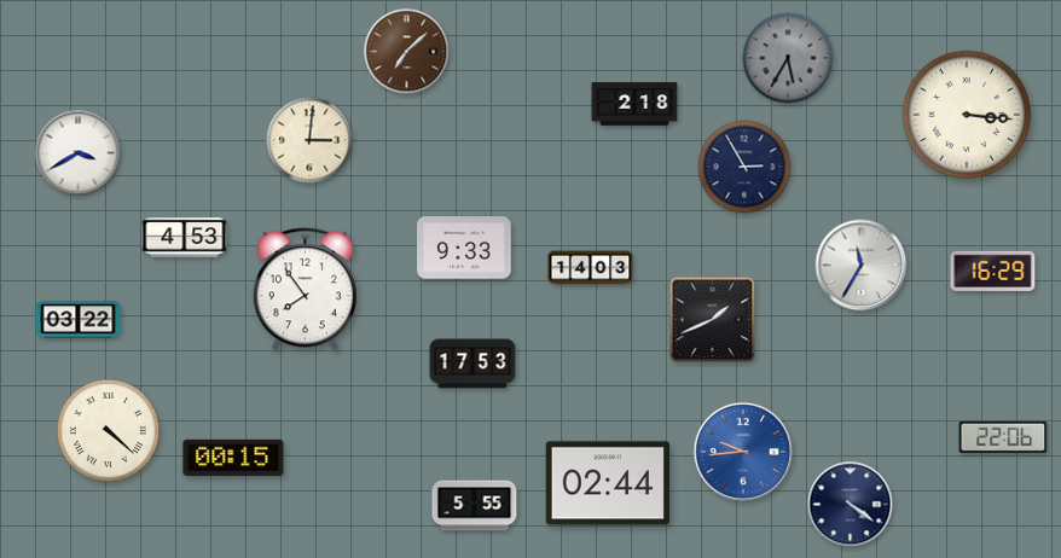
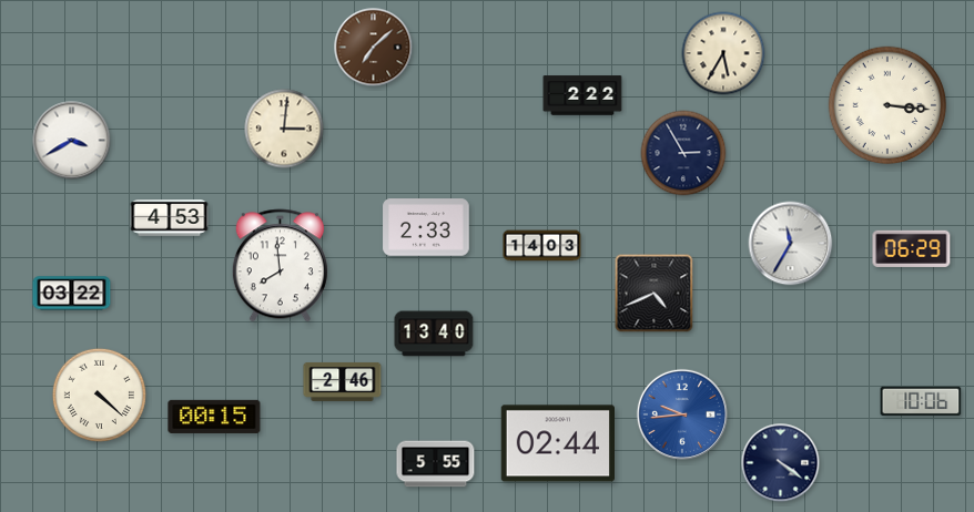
clock at (788, 58) dial: grey -> cream
clock at (634, 104): 2:18 -> 2:22
clock at (464, 248): 9:33 -> 2:33
clock at (993, 271): 16:29 -> 06:29
clock at (305, 290): 7:54 -> 7:59
clock at (713, 320): 1:41 -> 4:41
clock at (472, 364): 17:53 -> 13:40
clock at (343, 381): none -> 2:46
clock at (1003, 437): 22:06 -> 10:06
clock at (233, 458) position: (233, 458) -> (214, 417)
